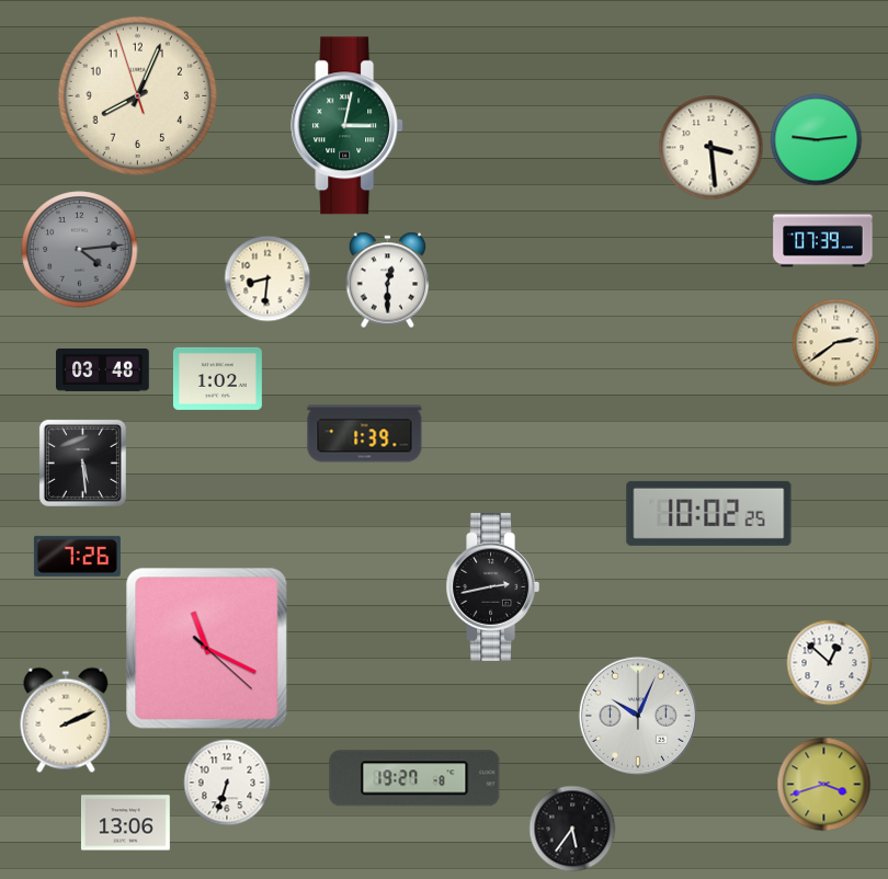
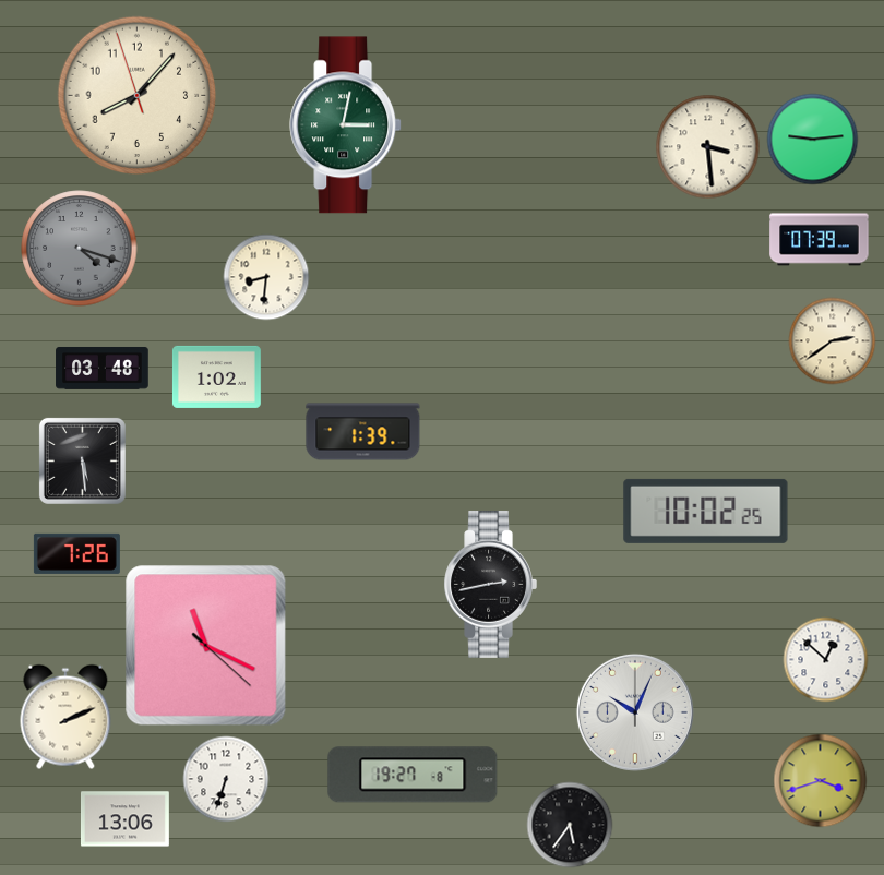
clock at (138, 96): 8:03 -> 8:06
clock at (80, 250): 4:14 -> 4:18
clock at (388, 279): 12:30 -> none
